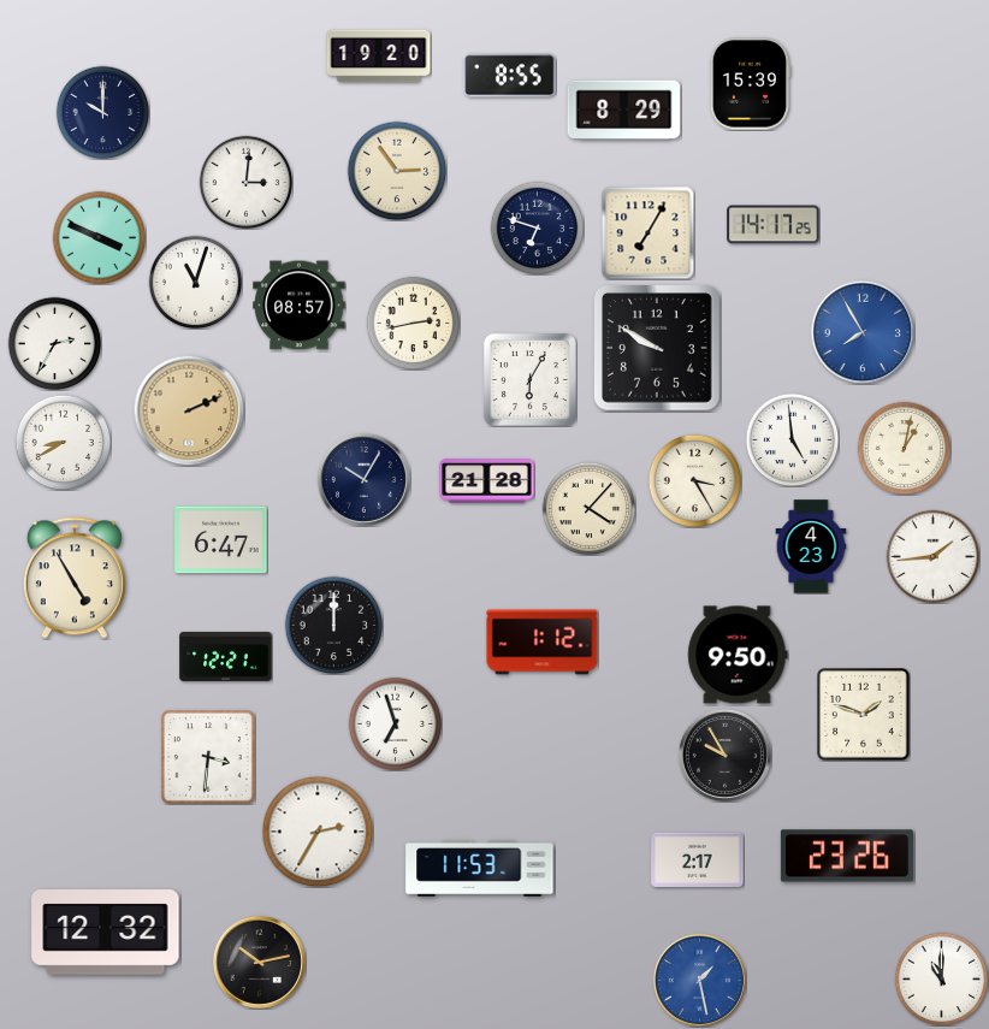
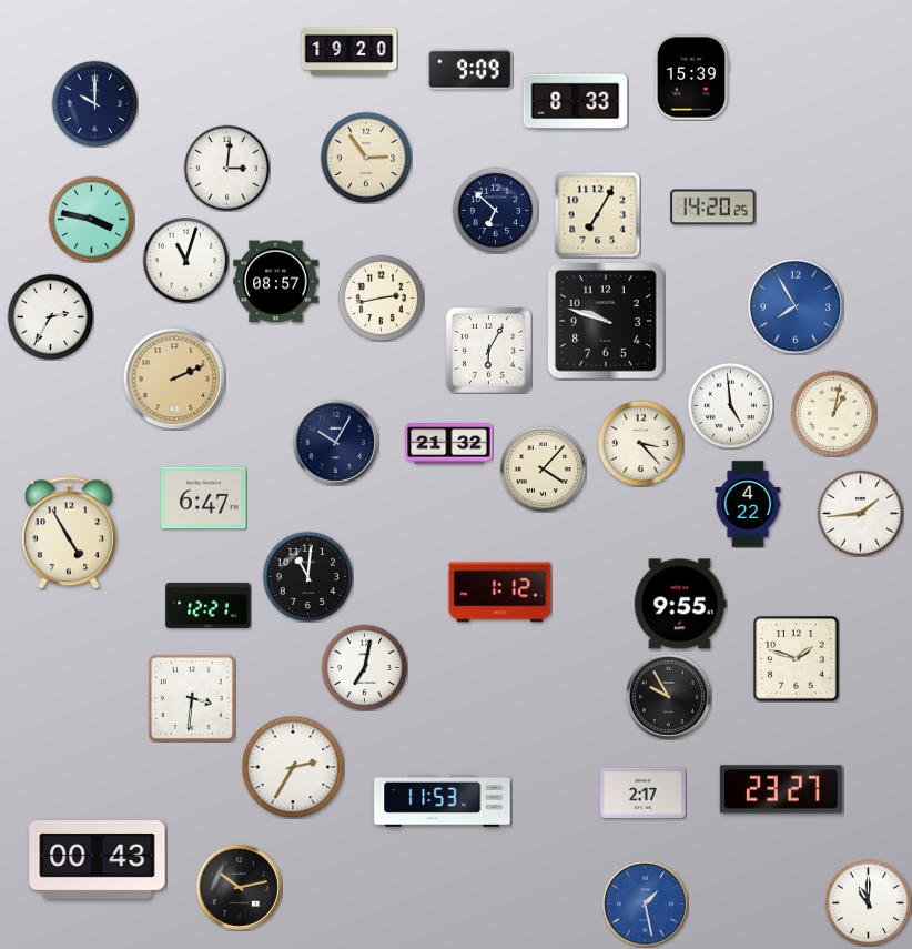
clock at (510, 76): 8:55 -> 9:09
clock at (624, 111): 8:29 -> 8:33
clock at (774, 225): 14:17 -> 14:20
clock at (537, 227): 6:48 -> 6:52
clock at (99, 237): 3:49 -> 3:47
clock at (195, 282) position: (195, 282) -> (185, 260)
clock at (658, 349): 9:50 -> 9:48
clock at (63, 442): 8:40 -> none
clock at (694, 480): 3:25 -> 3:23
clock at (487, 481): 21:28 -> 21:32
clock at (811, 546): 4:23 -> 4:22
clock at (333, 625): 12:00 -> 11:01
clock at (738, 655): 9:50 -> 9:55
clock at (395, 723): 6:57 -> 7:02
clock at (847, 856): 23:26 -> 23:27
clock at (106, 933): 12:32 -> 00:43
